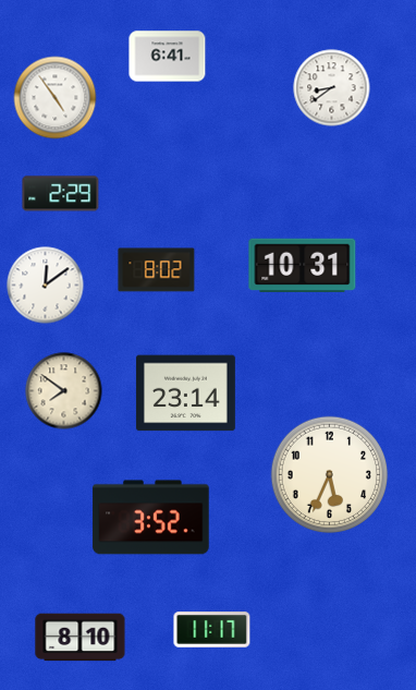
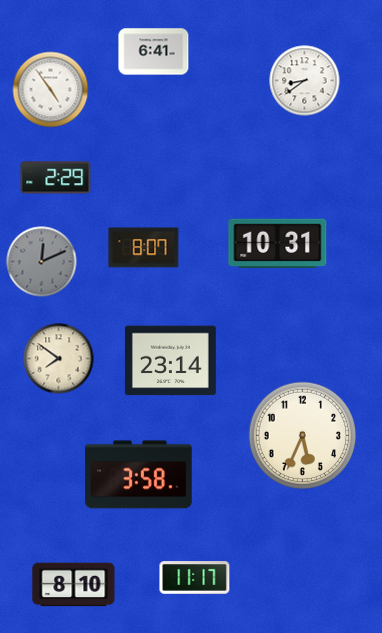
clock at (157, 270): 8:02 -> 8:07
clock at (46, 286): 12:09 -> 12:11
clock at (46, 286) dial: white -> grey
clock at (151, 518): 3:52 -> 3:58
